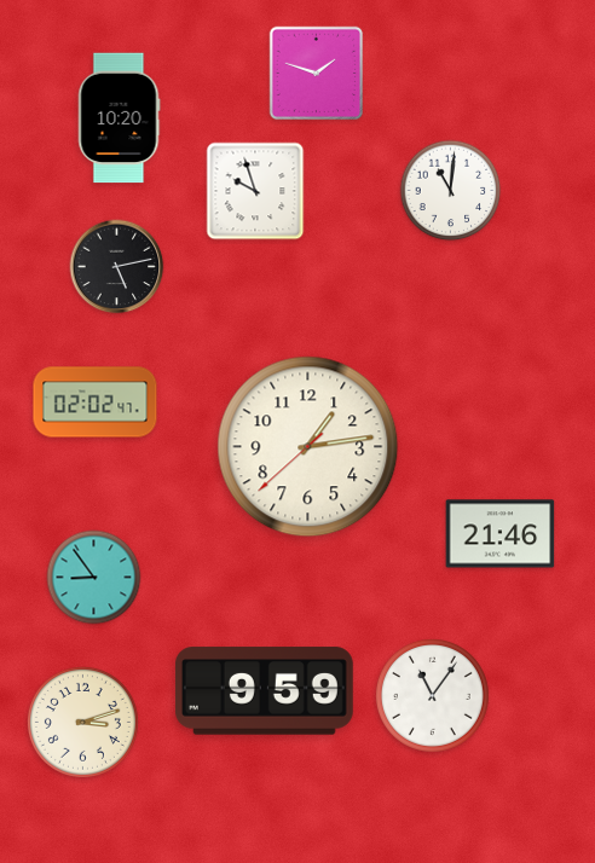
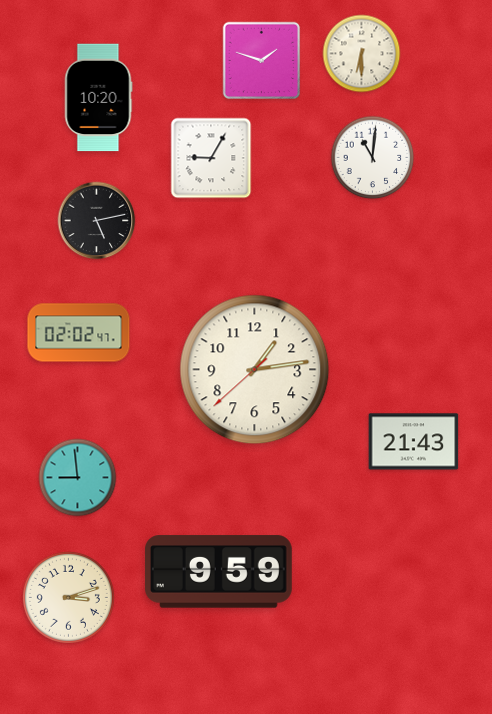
clock at (362, 54): none -> 6:30
clock at (255, 191): 9:57 -> 9:05
clock at (501, 534): 21:46 -> 21:43
clock at (94, 578): 8:54 -> 8:59
clock at (432, 695): 11:06 -> none
